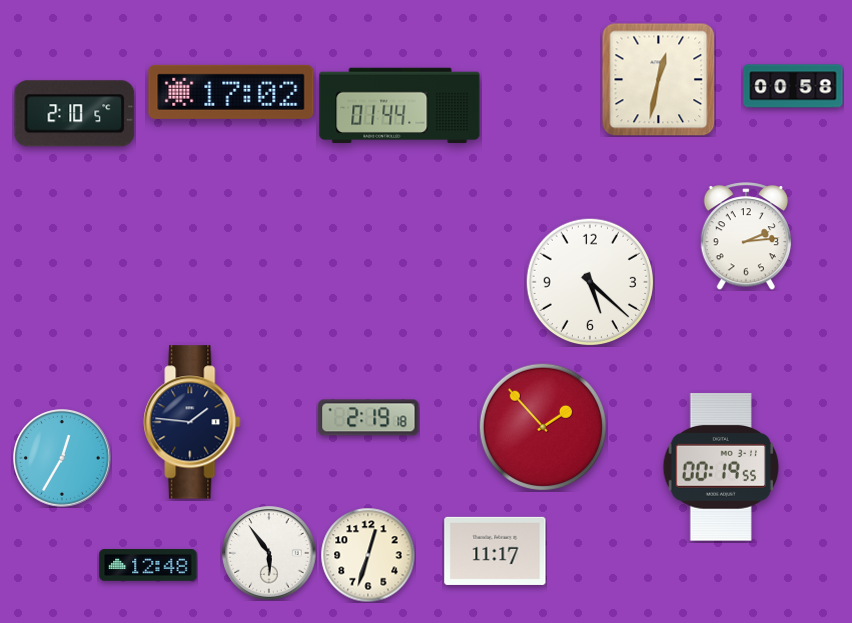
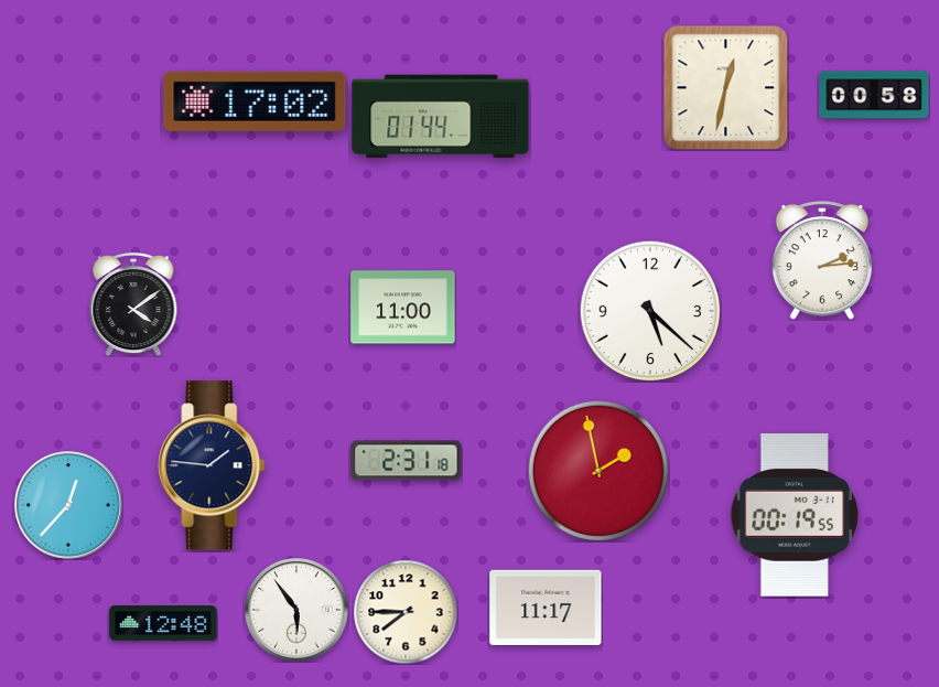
clock at (75, 114): 2:10 -> none
clock at (133, 304): none -> 4:09
clock at (403, 308): none -> 11:00
clock at (369, 418): 2:19 -> 2:31
clock at (542, 426): 1:53 -> 1:58
clock at (62, 458): 12:35 -> 12:37
clock at (368, 555): 12:33 -> 7:45
